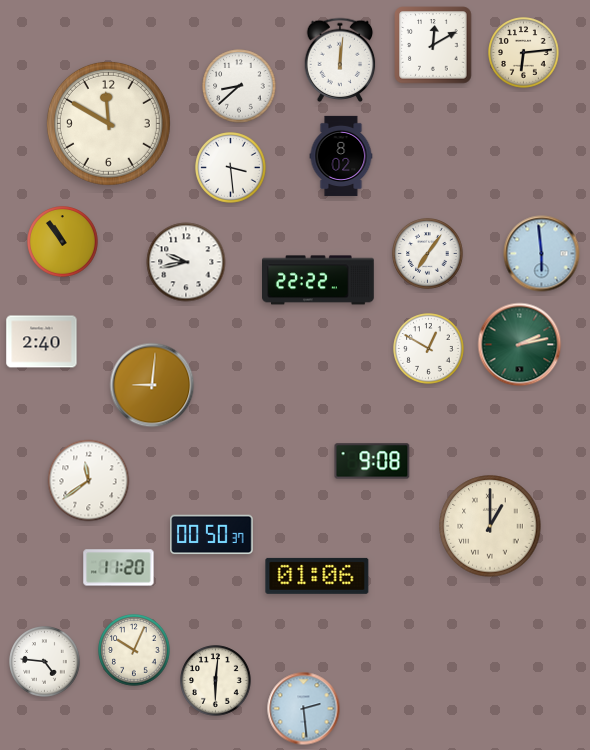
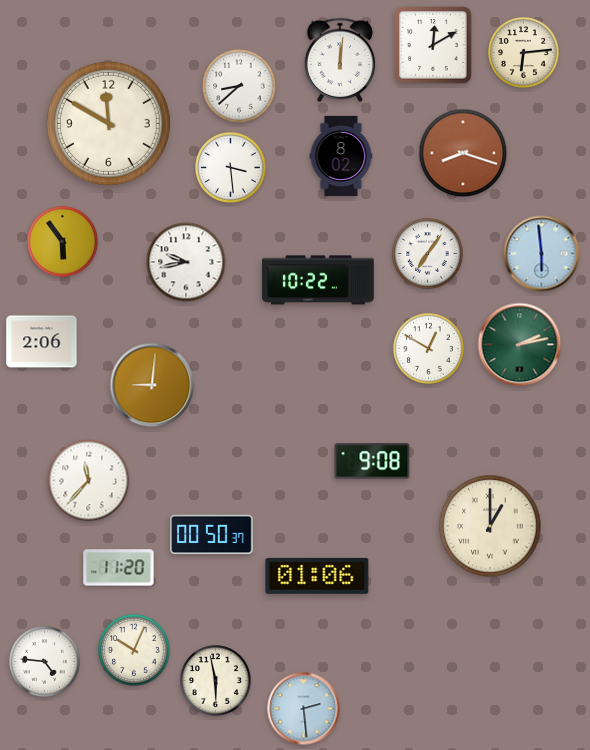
clock at (463, 153): none -> 8:18
clock at (63, 242): 10:54 -> 5:54
clock at (319, 280): 22:22 -> 10:22
clock at (42, 342): 2:40 -> 2:06
clock at (89, 481): 11:39 -> 11:37
clock at (216, 681): 6:01 -> 5:58
